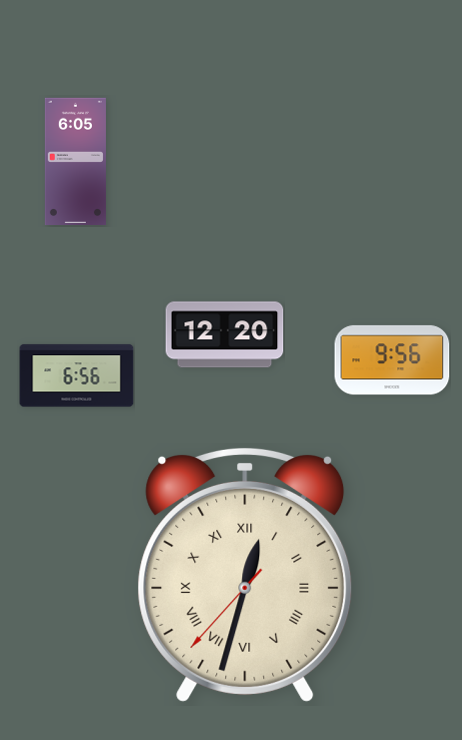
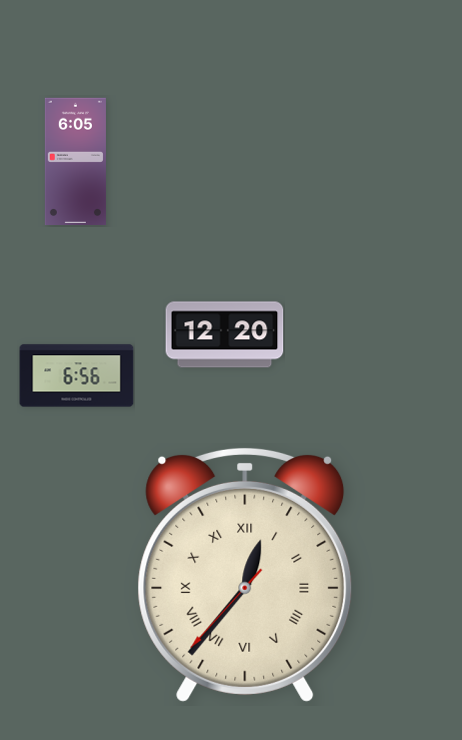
clock at (392, 360): 9:56 -> none
clock at (245, 575): 12:32 -> 12:36
